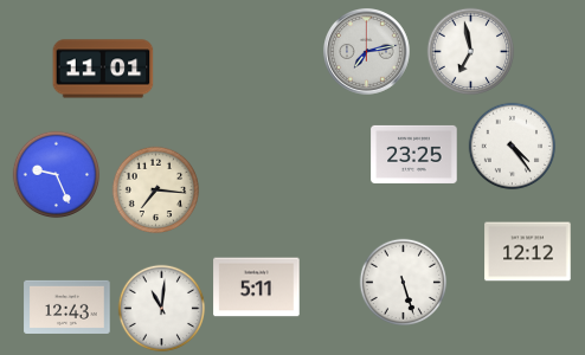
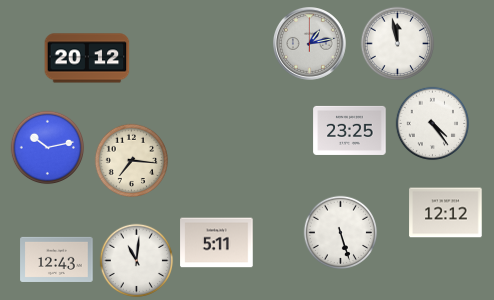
clock at (367, 52): 7:13 -> 1:13
clock at (471, 52): 6:58 -> 11:58
clock at (103, 69): 11:01 -> 20:12
clock at (57, 175): 9:26 -> 10:13
clock at (404, 283) position: (404, 283) -> (341, 233)
